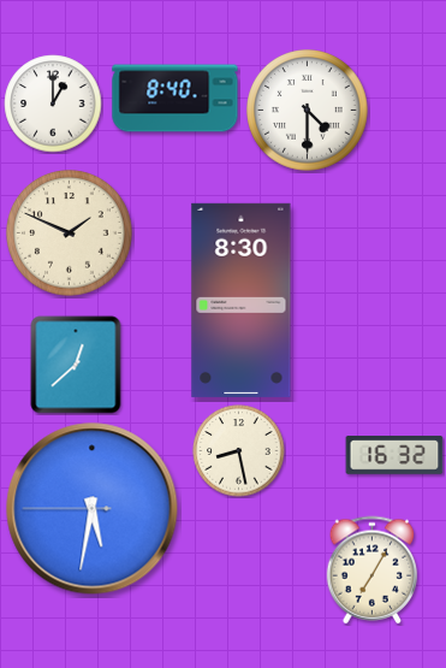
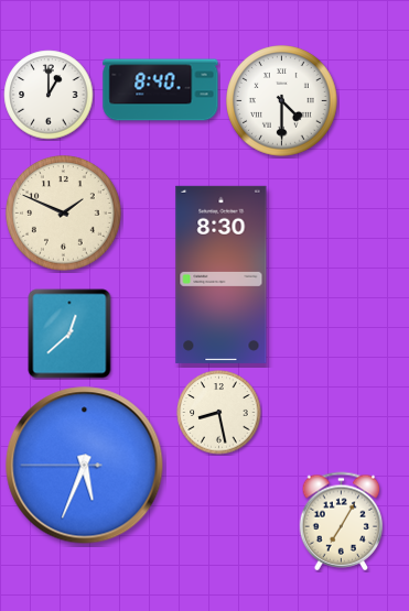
clock at (394, 455): 16:32 -> none
clock at (93, 509): 5:31 -> 5:33
